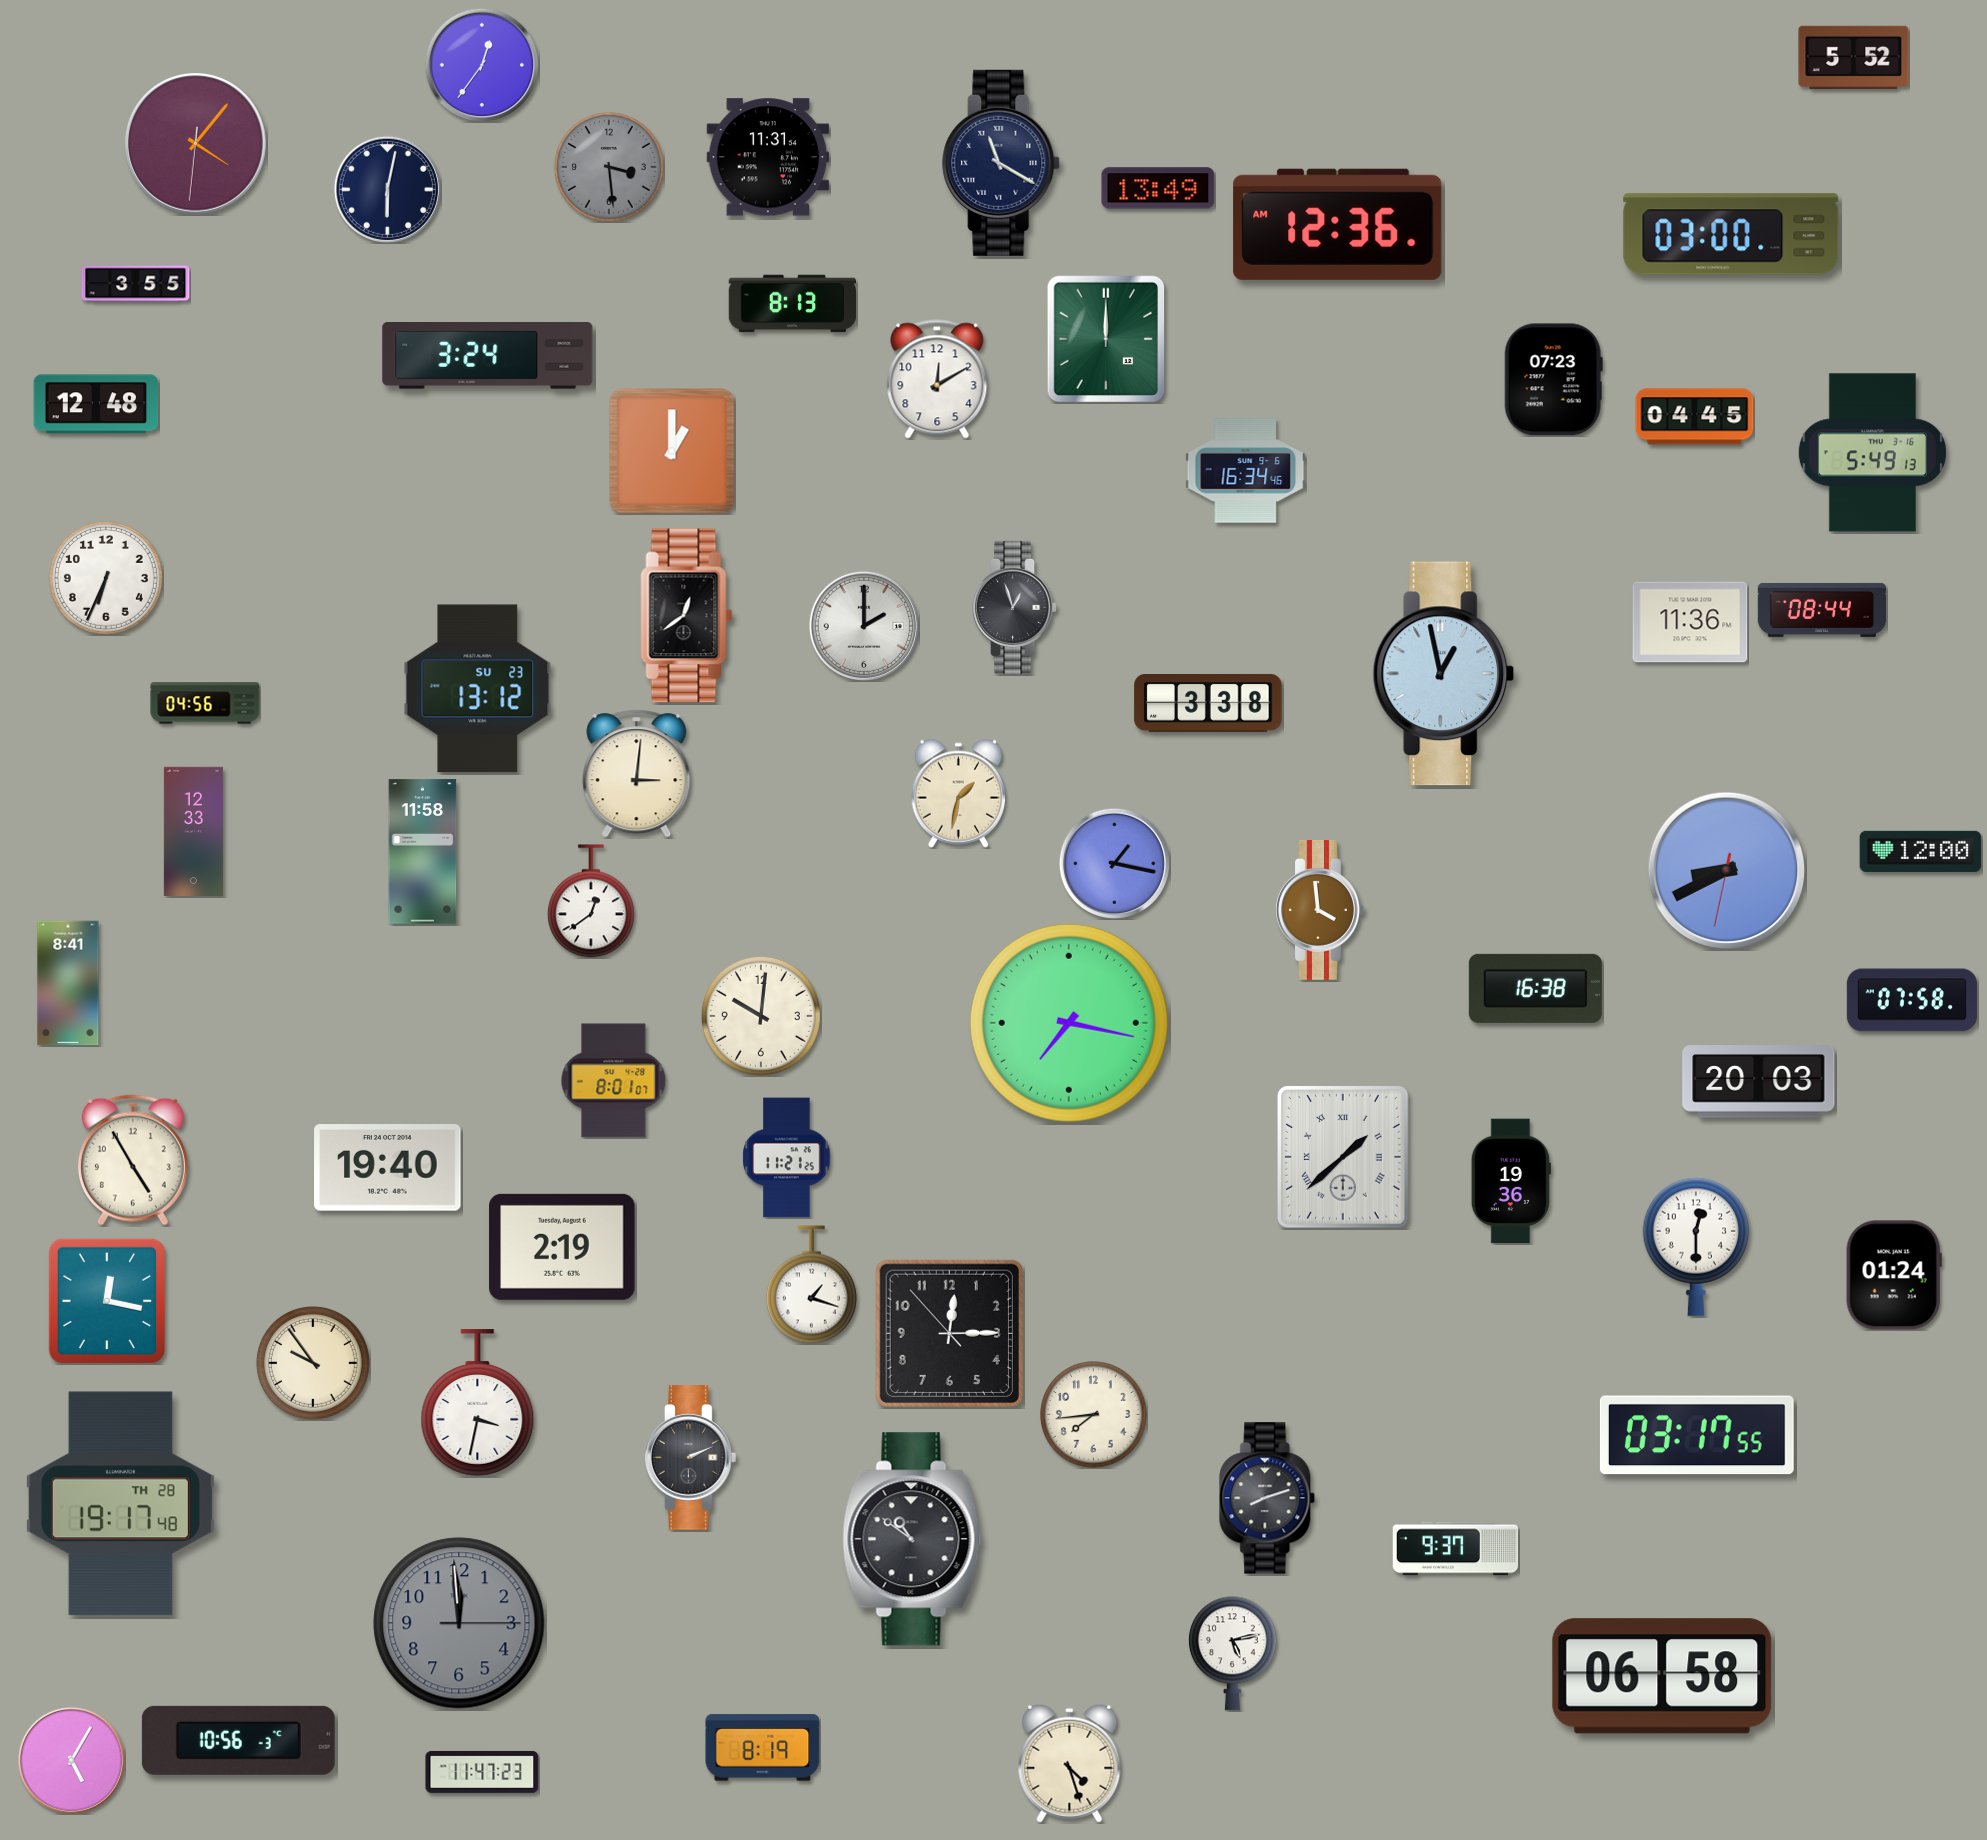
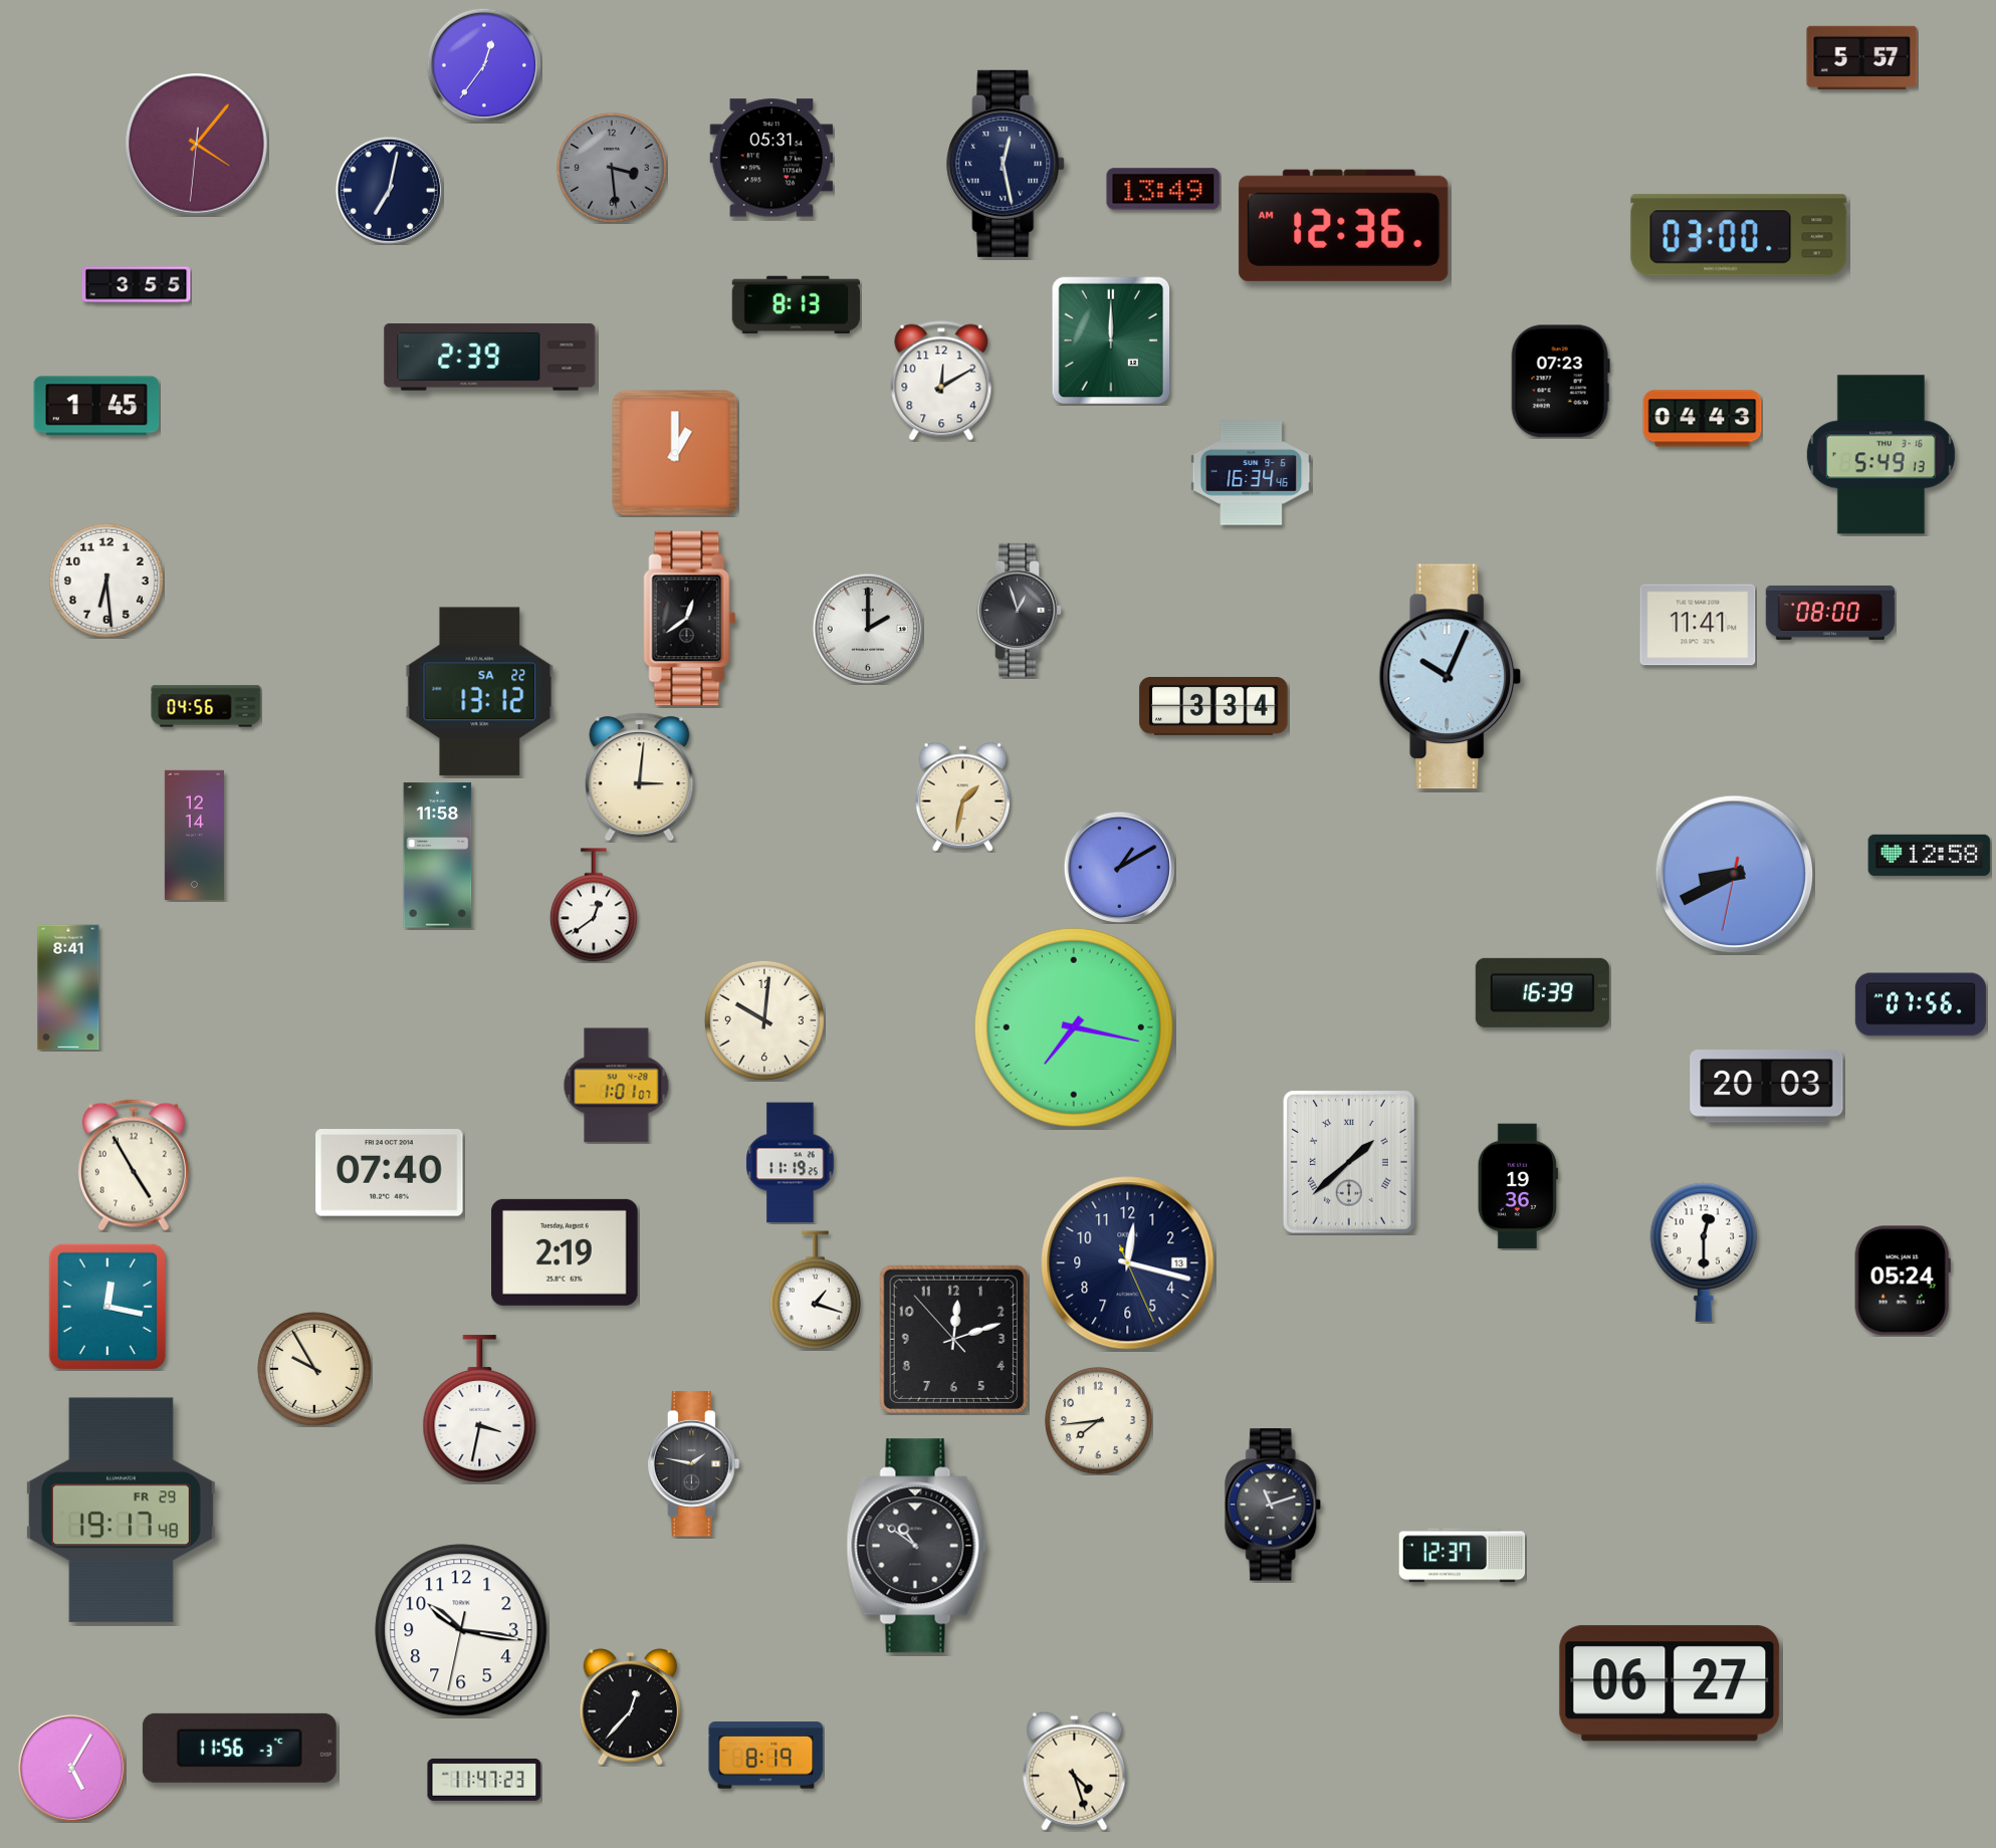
clock at (1854, 57): 5:52 -> 5:57
clock at (768, 157): 11:31 -> 05:31
clock at (1002, 163): 11:20 -> 12:28
clock at (387, 189): 6:02 -> 7:02
clock at (488, 356): 3:24 -> 2:39
clock at (96, 404): 12:48 -> 1:45
clock at (1695, 417): 04:45 -> 04:43
clock at (106, 578): 6:34 -> 6:29
clock at (1822, 610): 08:44 -> 08:00
clock at (1690, 622): 11:36 -> 11:41
clock at (1444, 674): 12:58 -> 10:04
clock at (478, 689) date: SU 23 -> SA 22
clock at (1208, 704): 3:38 -> 3:34
clock at (193, 831): 12:33 -> 12:14
clock at (1921, 851): 12:00 -> 12:58
clock at (423, 852) position: (423, 852) -> (438, 856)
clock at (1114, 863): 1:17 -> 1:10
clock at (1320, 910): 3:59 -> none
clock at (1535, 988): 16:38 -> 16:39
clock at (1912, 1000): 07:58 -> 07:56
clock at (614, 1081): 8:01 -> 1:01
clock at (787, 1158): 11:21 -> 11:19
clock at (388, 1168): 19:40 -> 07:40
clock at (1128, 1263): none -> 12:17
clock at (1894, 1275): 01:24 -> 05:24
clock at (949, 1333): 12:14 -> 12:11
clock at (313, 1363): 9:54 -> 9:55
clock at (1697, 1435): 03:17 -> none
clock at (691, 1458): 2:11 -> 1:47
clock at (1268, 1498): 8:12 -> 11:12
clock at (120, 1504) date: TH 28 -> FR 29
clock at (1456, 1549): 9:37 -> 12:37
clock at (459, 1623): 11:59 -> 10:16
clock at (459, 1623) dial: grey -> white
clock at (1232, 1654): 5:13 -> none
clock at (1662, 1676): 06:58 -> 06:27
clock at (631, 1707): none -> 12:37
clock at (238, 1740): 10:56 -> 11:56
